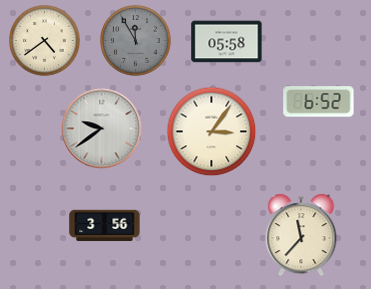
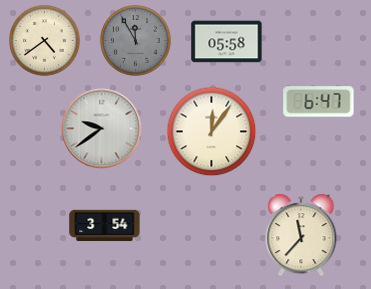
clock at (319, 102): 6:52 -> 6:47
clock at (212, 132): 3:06 -> 12:06
clock at (105, 226): 3:56 -> 3:54
